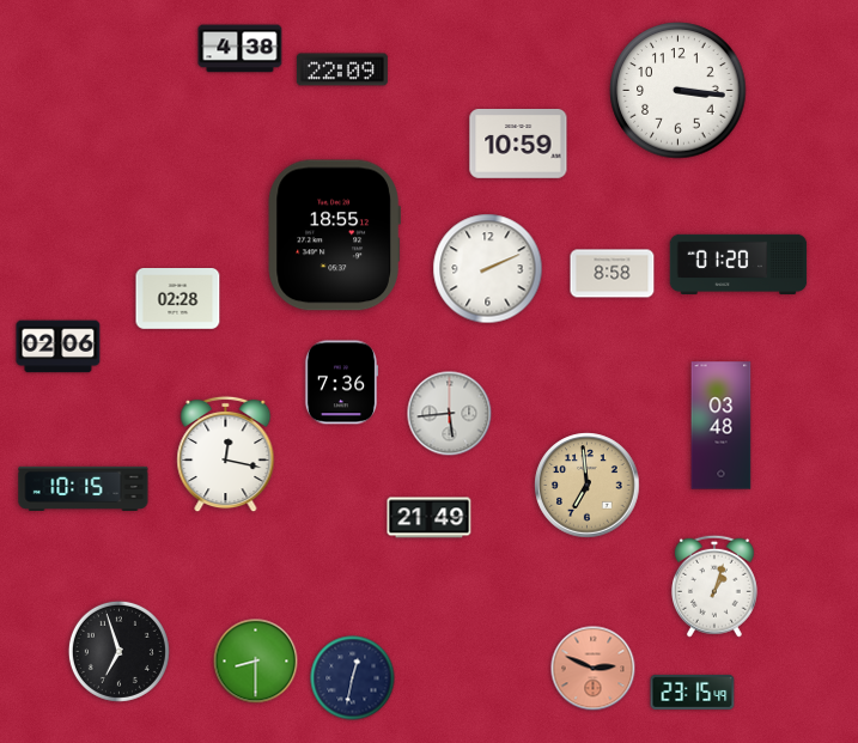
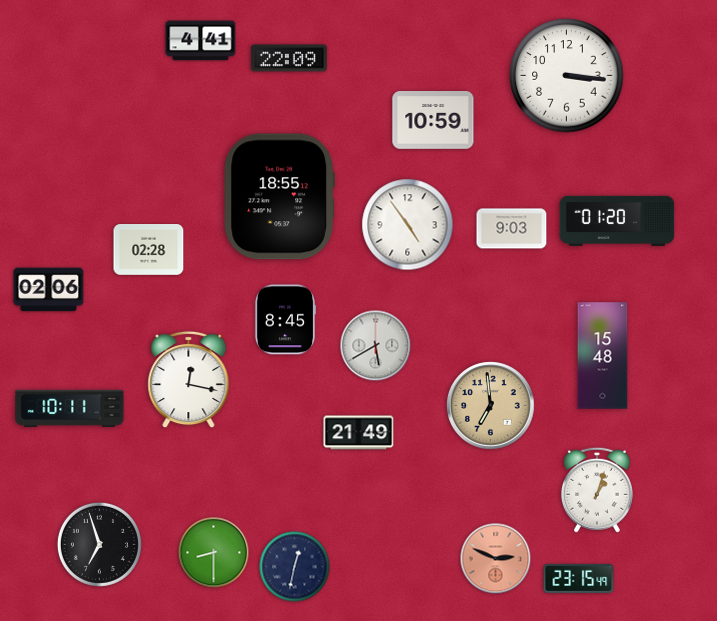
clock at (241, 49): 4:38 -> 4:41
clock at (342, 69) position: (342, 69) -> (289, 58)
clock at (488, 269): 2:11 -> 4:54
clock at (613, 274): 8:58 -> 9:03
clock at (341, 383): 7:36 -> 8:45
clock at (450, 414): 5:44 -> 5:40
clock at (722, 426): 03:48 -> 15:48
clock at (84, 488): 10:15 -> 10:11
